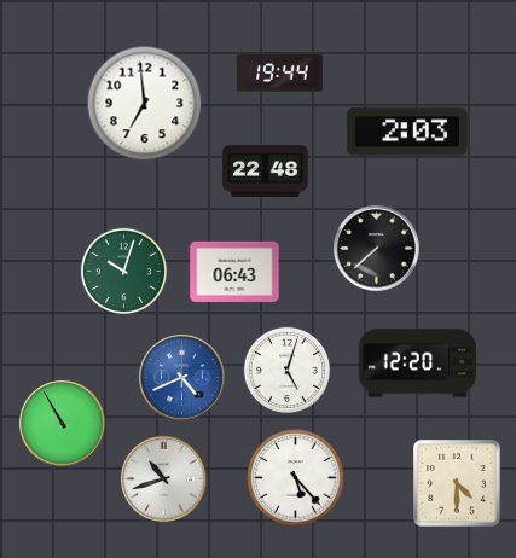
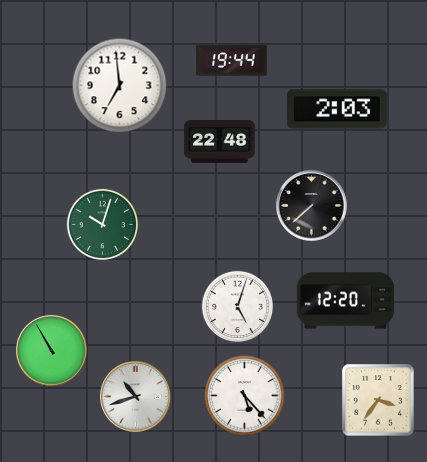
clock at (234, 272): 06:43 -> none
clock at (182, 378): 4:41 -> none
clock at (457, 483): 4:30 -> 3:36
